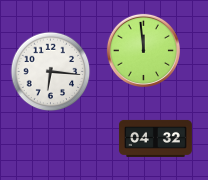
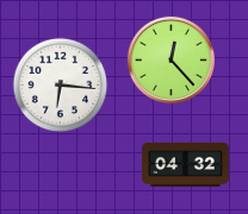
clock at (143, 50): 11:59 -> 12:23
